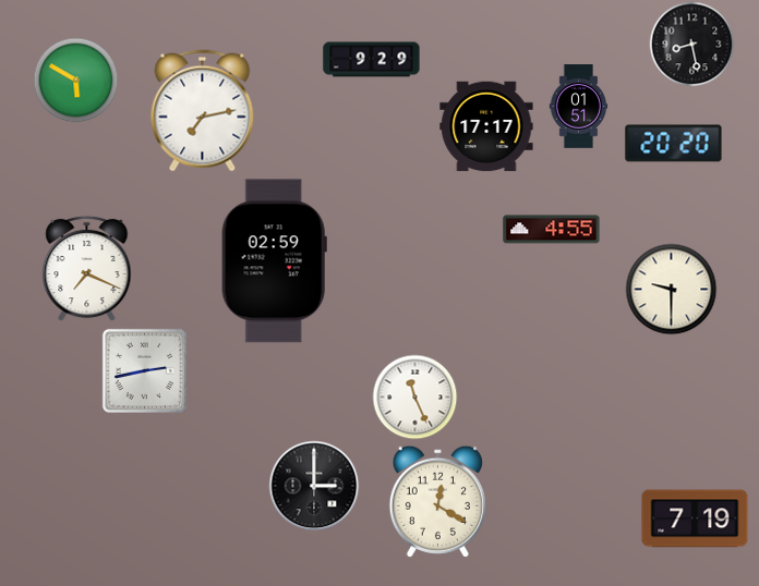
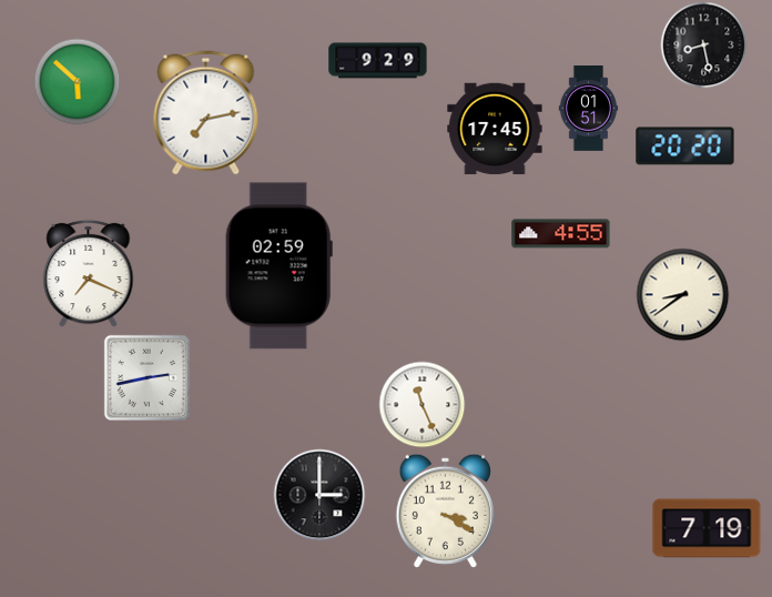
clock at (75, 80): 5:50 -> 5:52
clock at (486, 126): 17:17 -> 17:45
clock at (671, 289): 9:30 -> 8:39
clock at (437, 501): 12:20 -> 3:20
